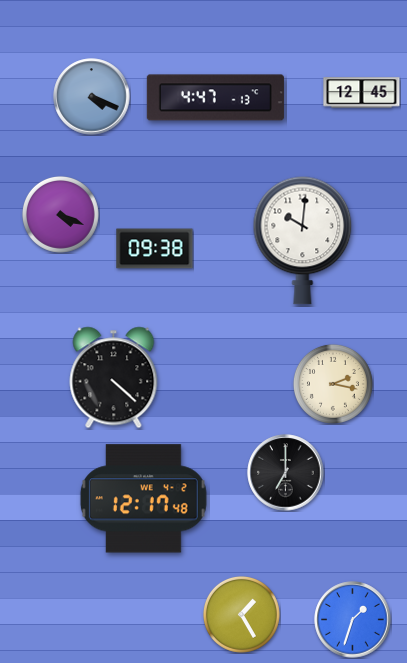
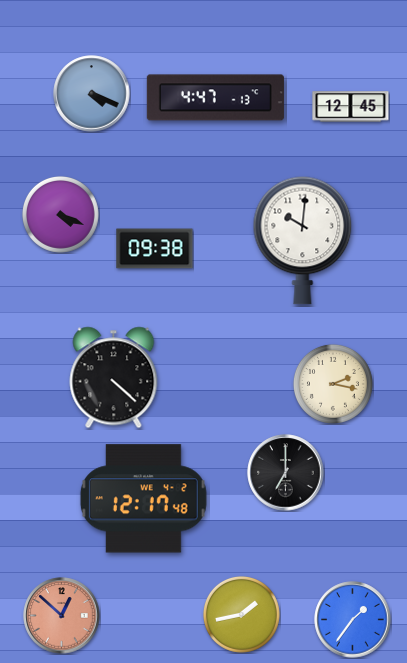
clock at (362, 93) position: (362, 93) -> (351, 107)
clock at (92, 97) position: (92, 97) -> (92, 94)
clock at (241, 614): 1:25 -> 1:43
clock at (62, 616): none -> 12:52
clock at (353, 620): 1:33 -> 1:36
